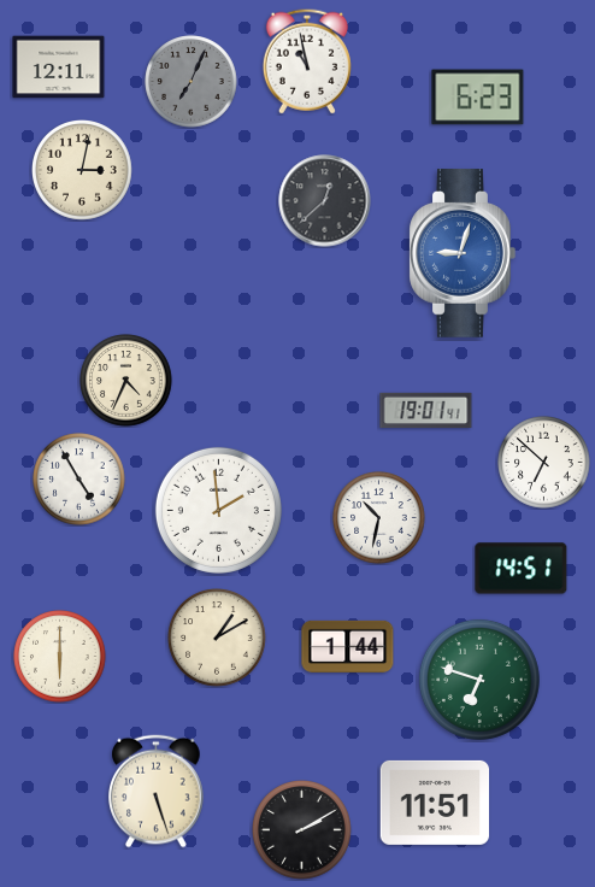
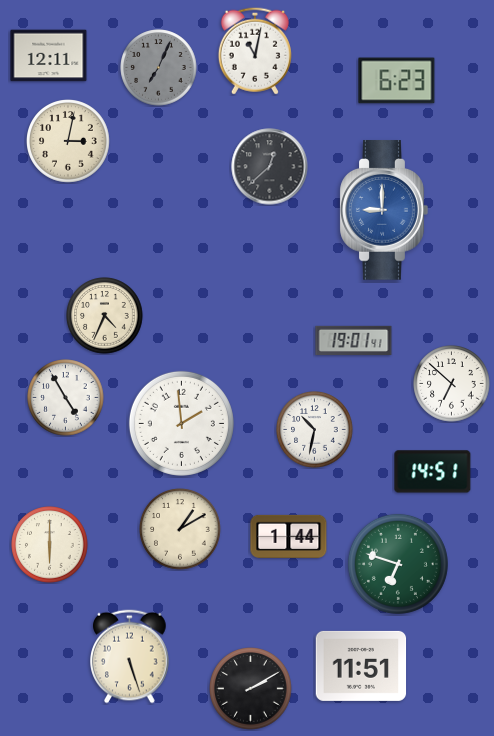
clock at (307, 61): 10:58 -> 11:02
clock at (463, 253): 9:03 -> 9:00
